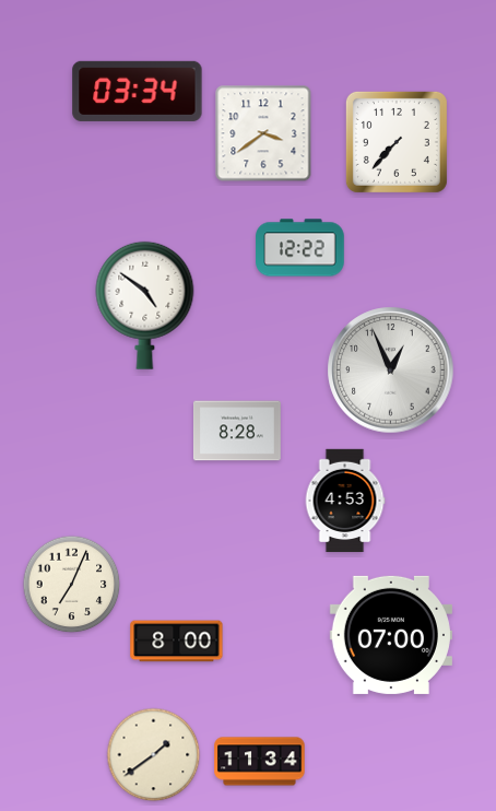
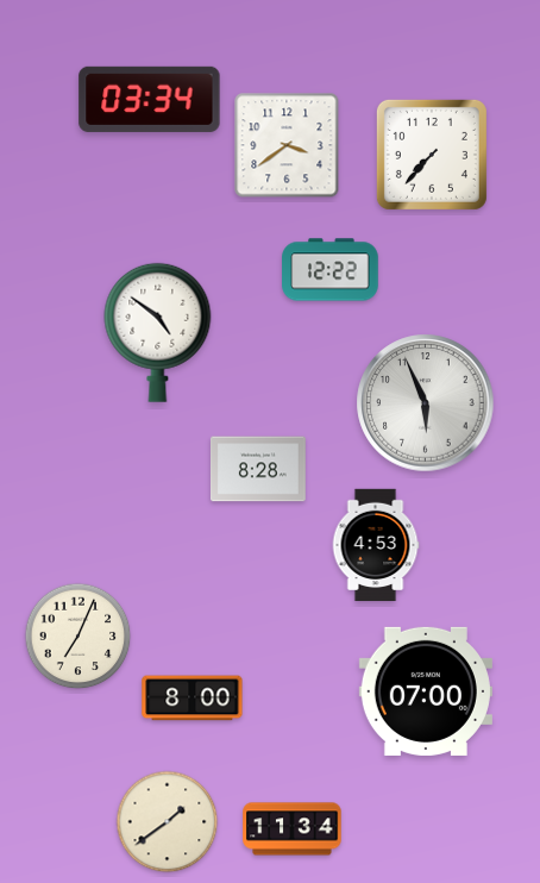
clock at (300, 248) position: (300, 248) -> (331, 270)
clock at (391, 371): 12:56 -> 5:56
clock at (260, 762) position: (260, 762) -> (293, 829)
